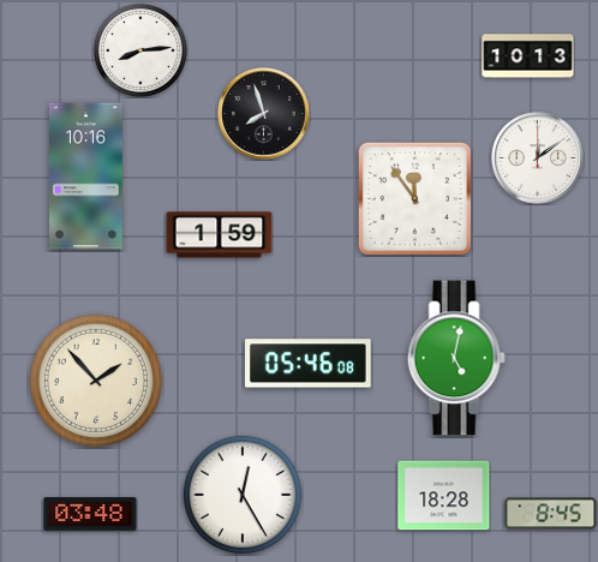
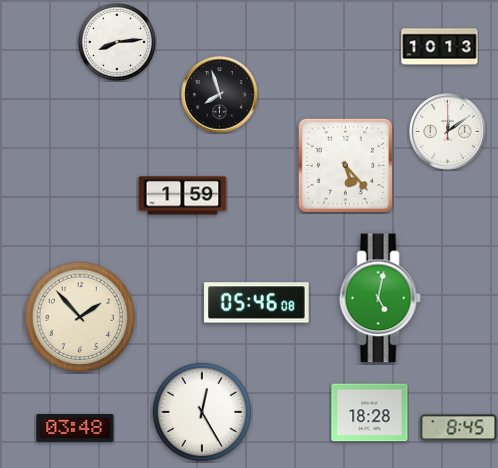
clock at (85, 177): 10:16 -> none
clock at (414, 198): 11:54 -> 5:23
